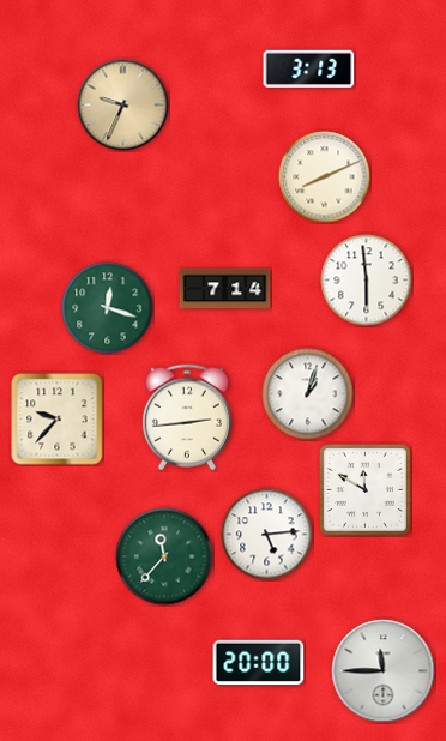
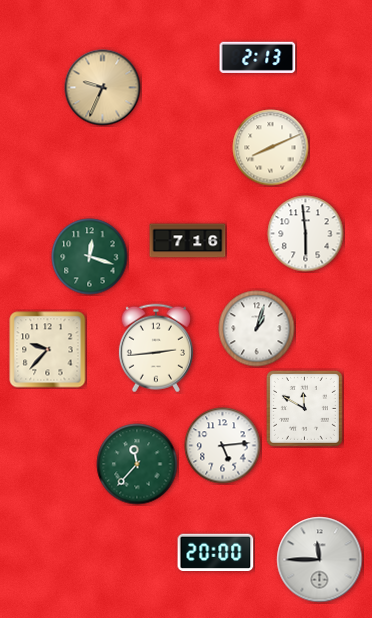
clock at (309, 68): 3:13 -> 2:13
clock at (225, 289): 7:14 -> 7:16
